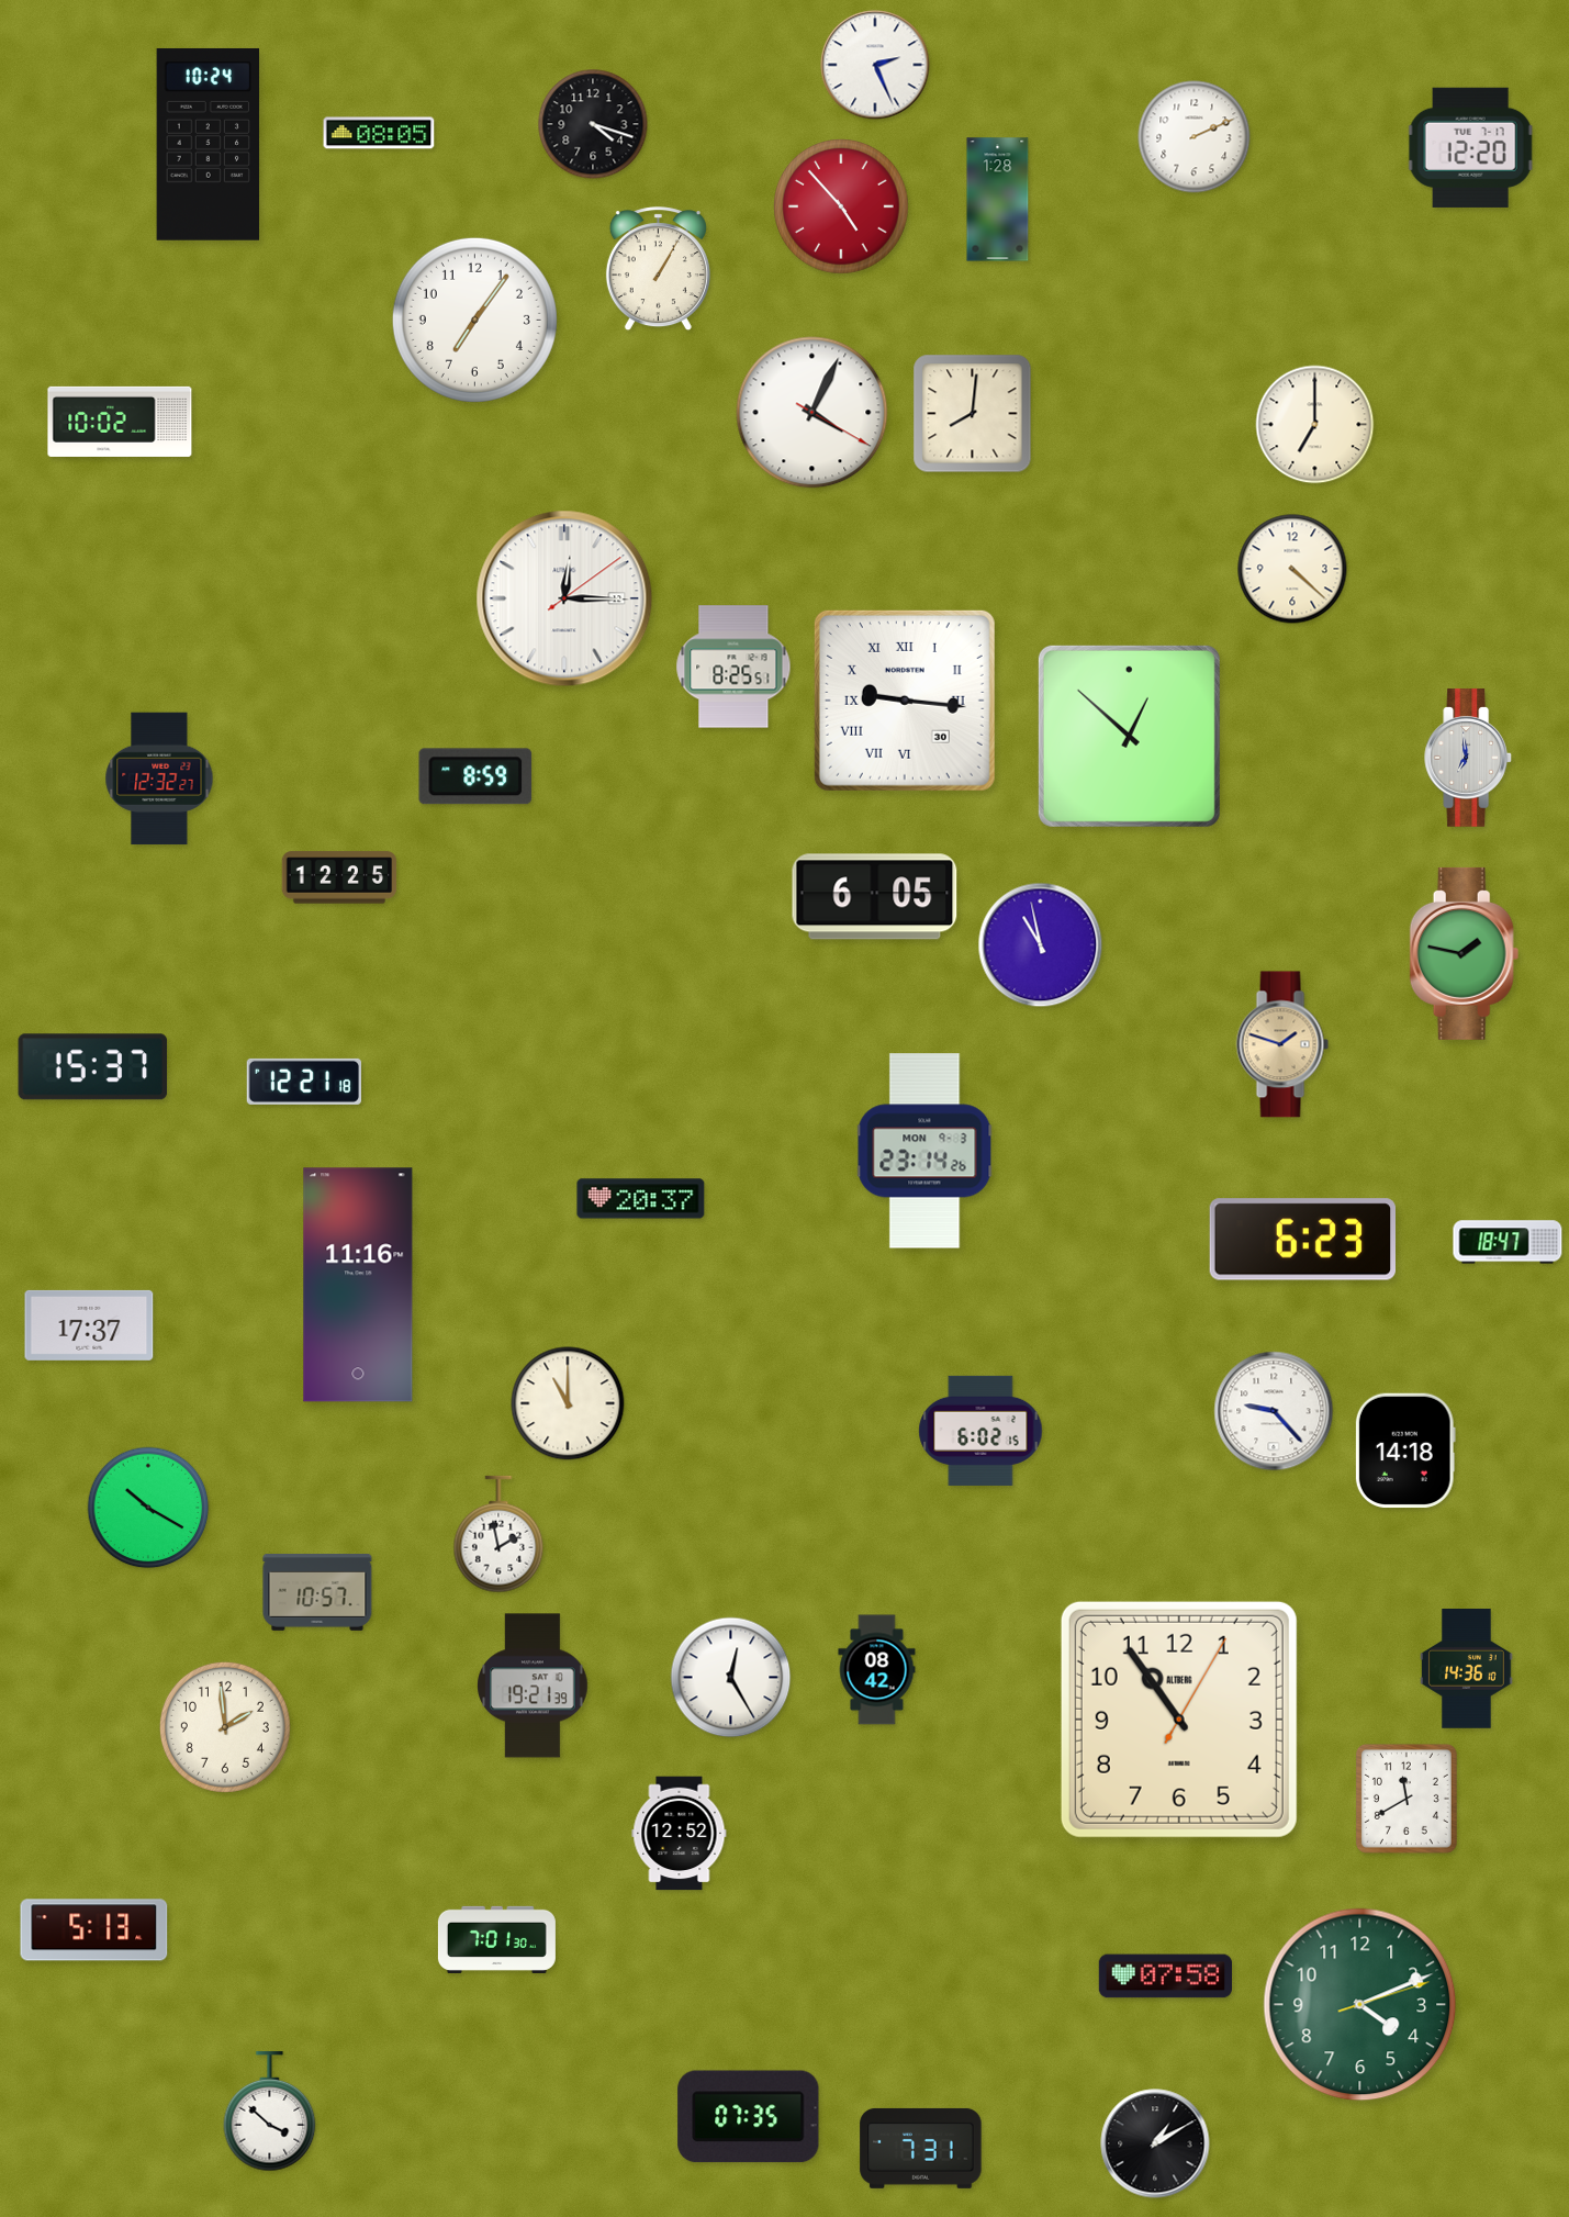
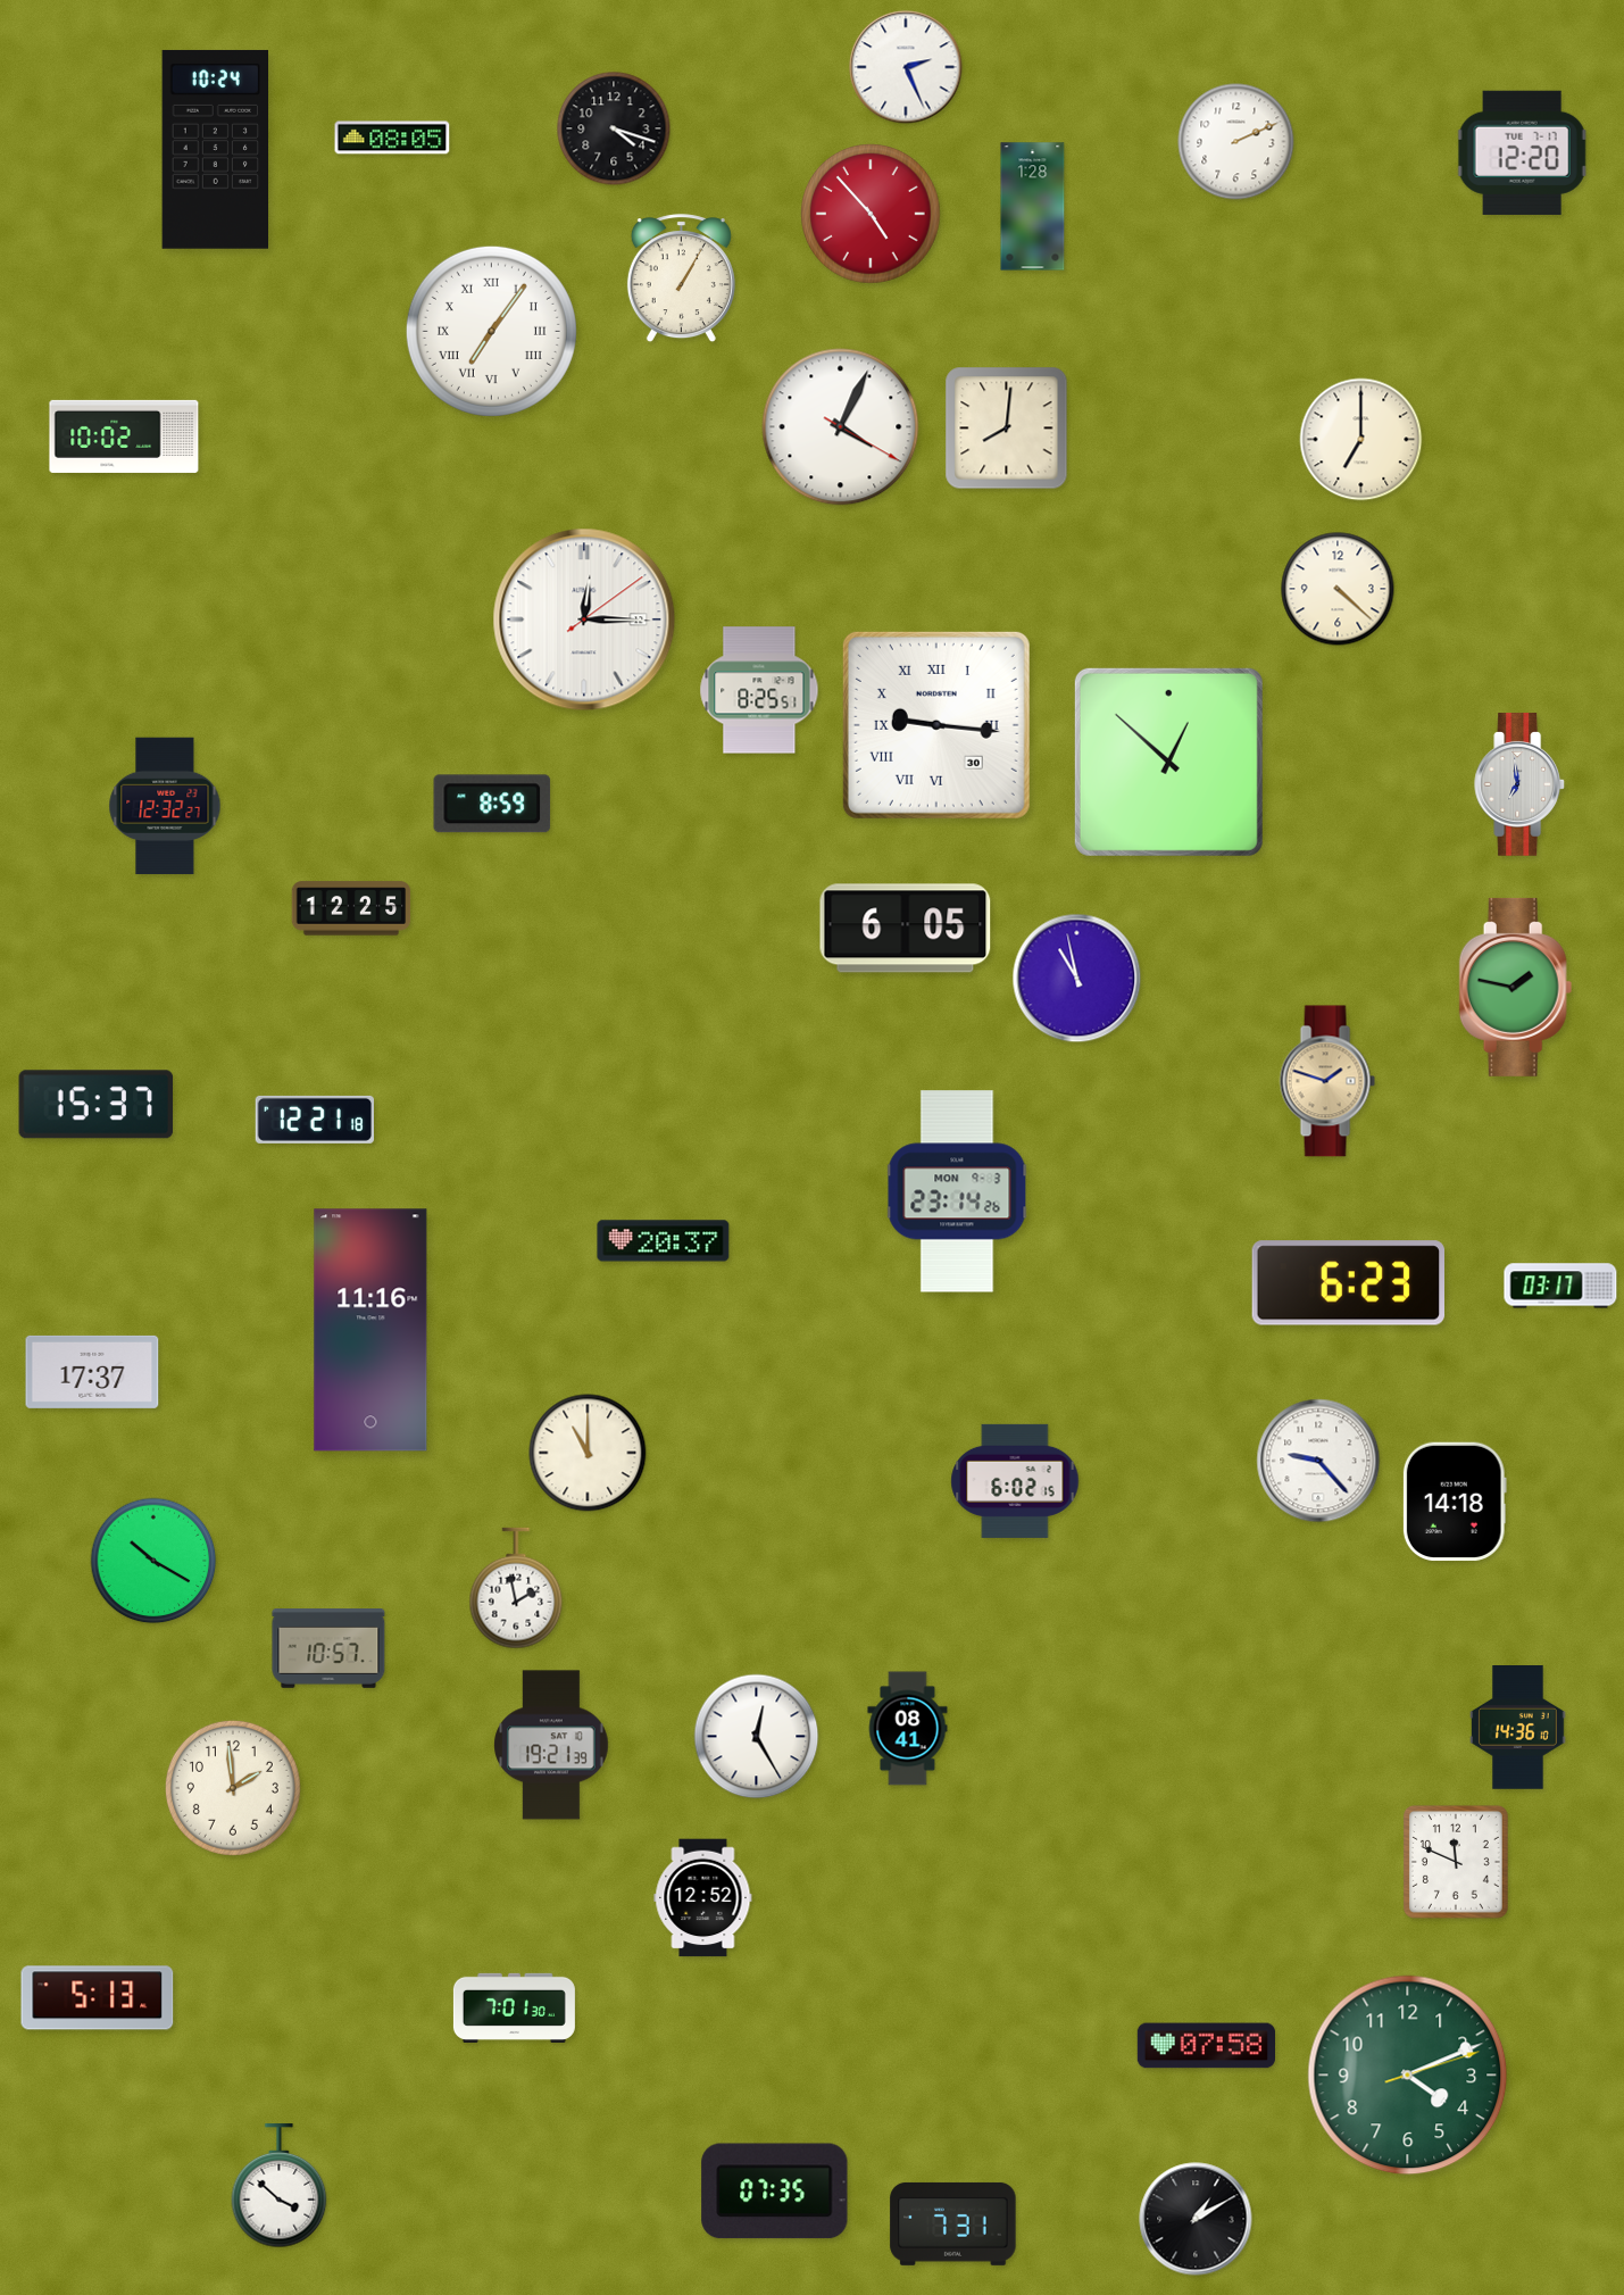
clock at (474, 320) numerals: Arabic -> Roman
clock at (1508, 1242): 18:47 -> 03:17
clock at (877, 1670): 08:42 -> 08:41
clock at (1179, 1720): 10:54 -> none
clock at (1407, 1799): 11:40 -> 11:49
